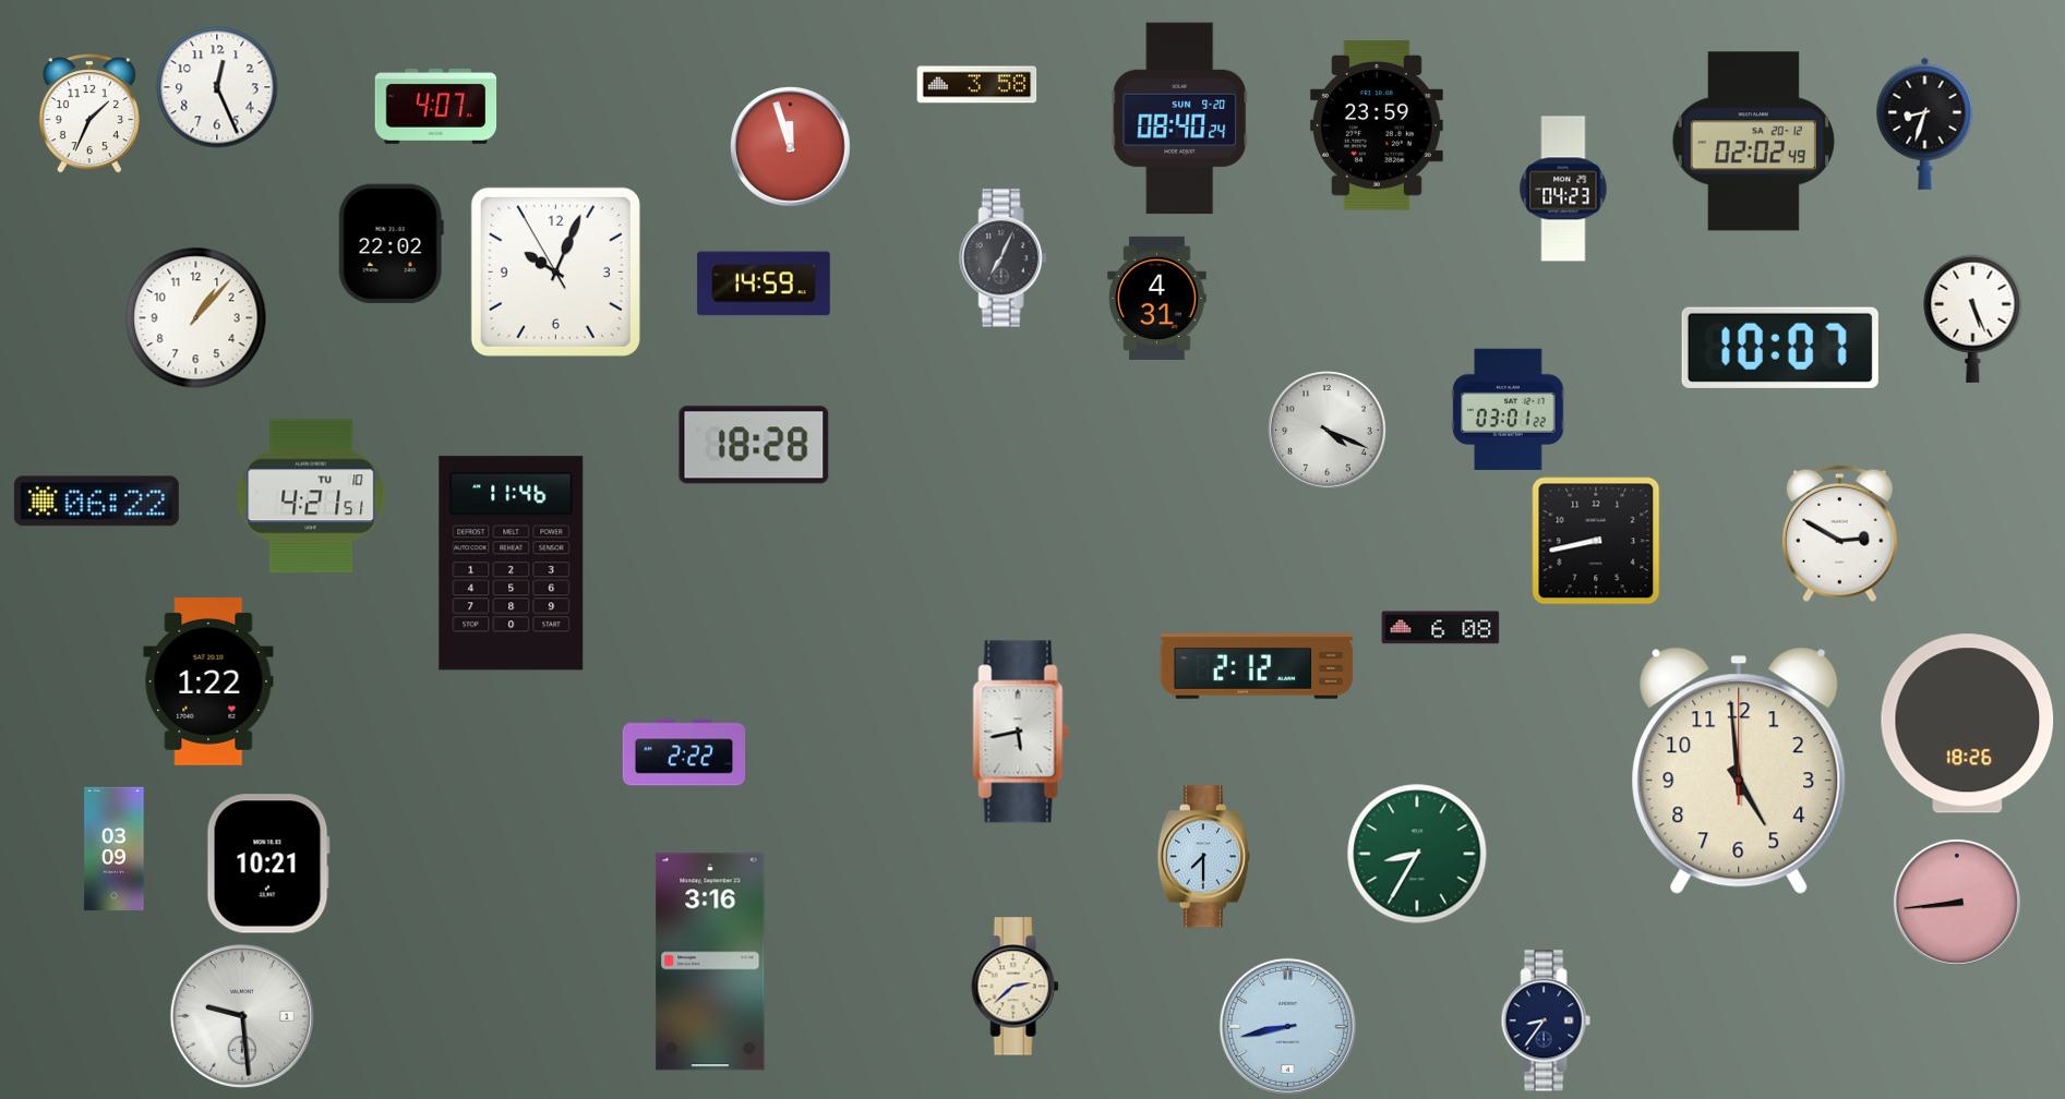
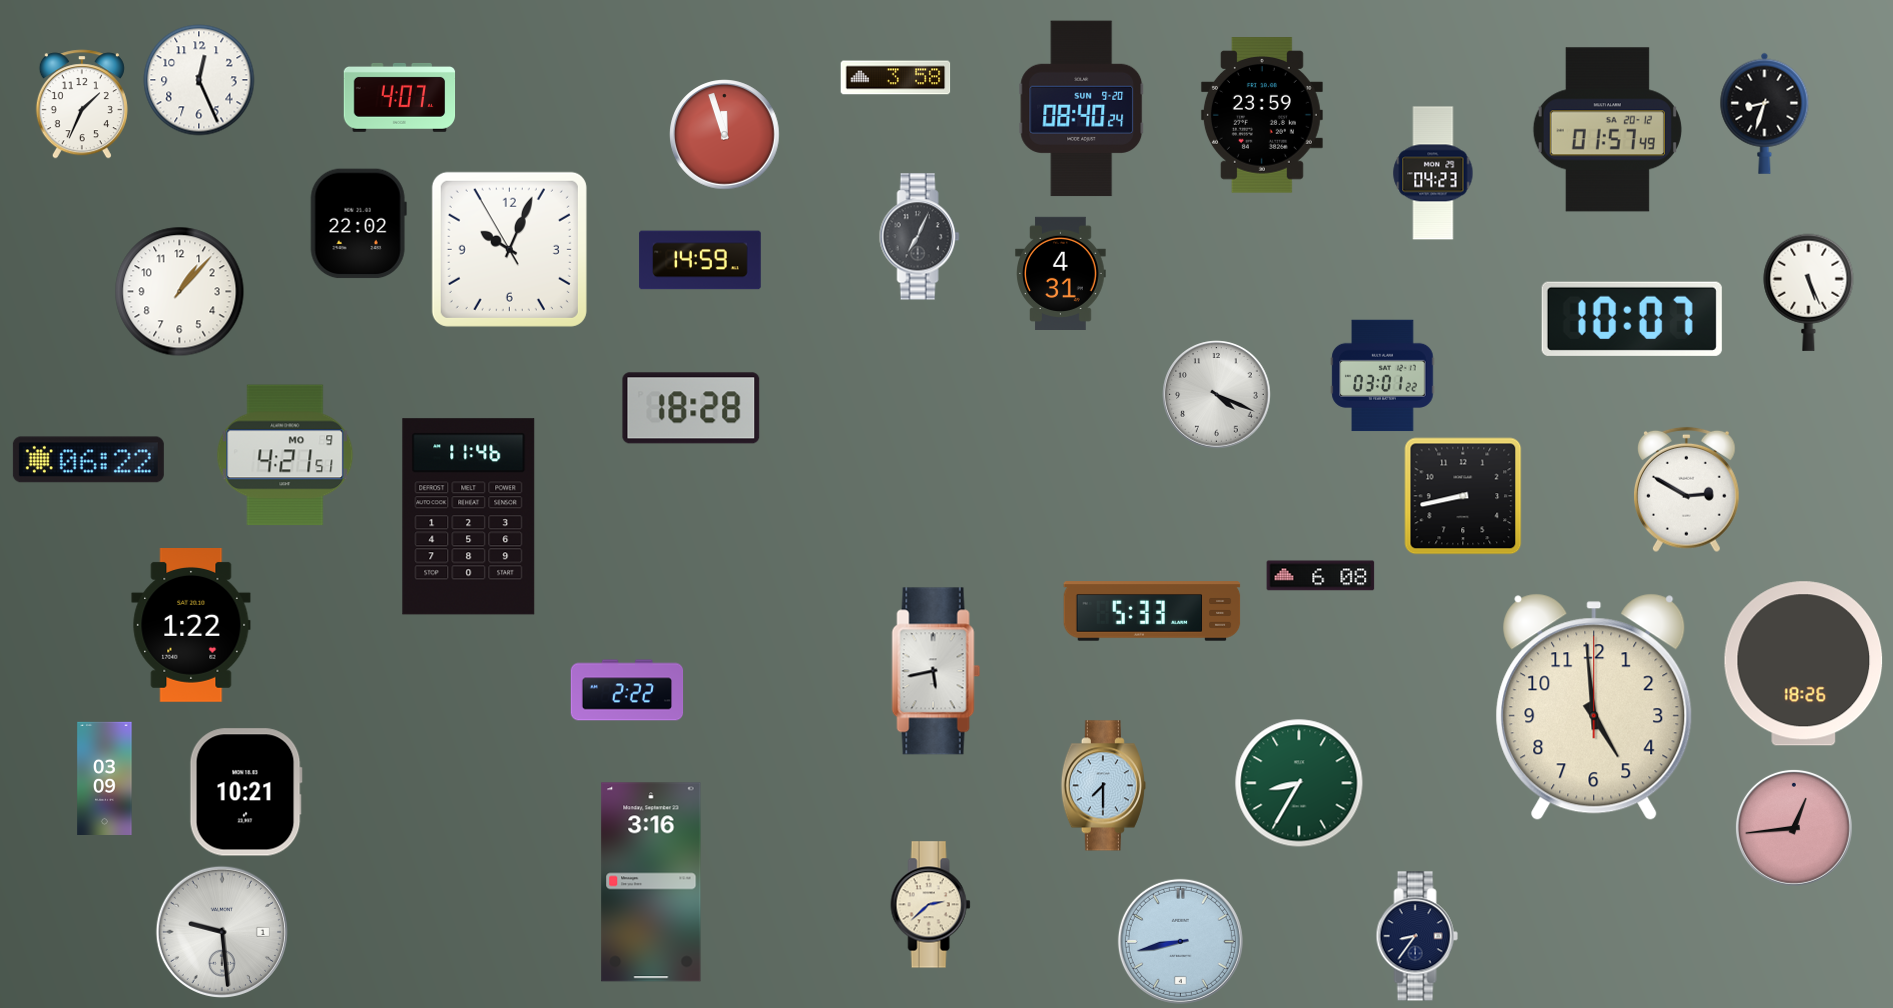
clock at (1753, 142): 02:02 -> 01:57
clock at (311, 496) date: TU 10 -> MO 9
clock at (1257, 666): 2:12 -> 5:33
clock at (1957, 903): 8:44 -> 12:44
